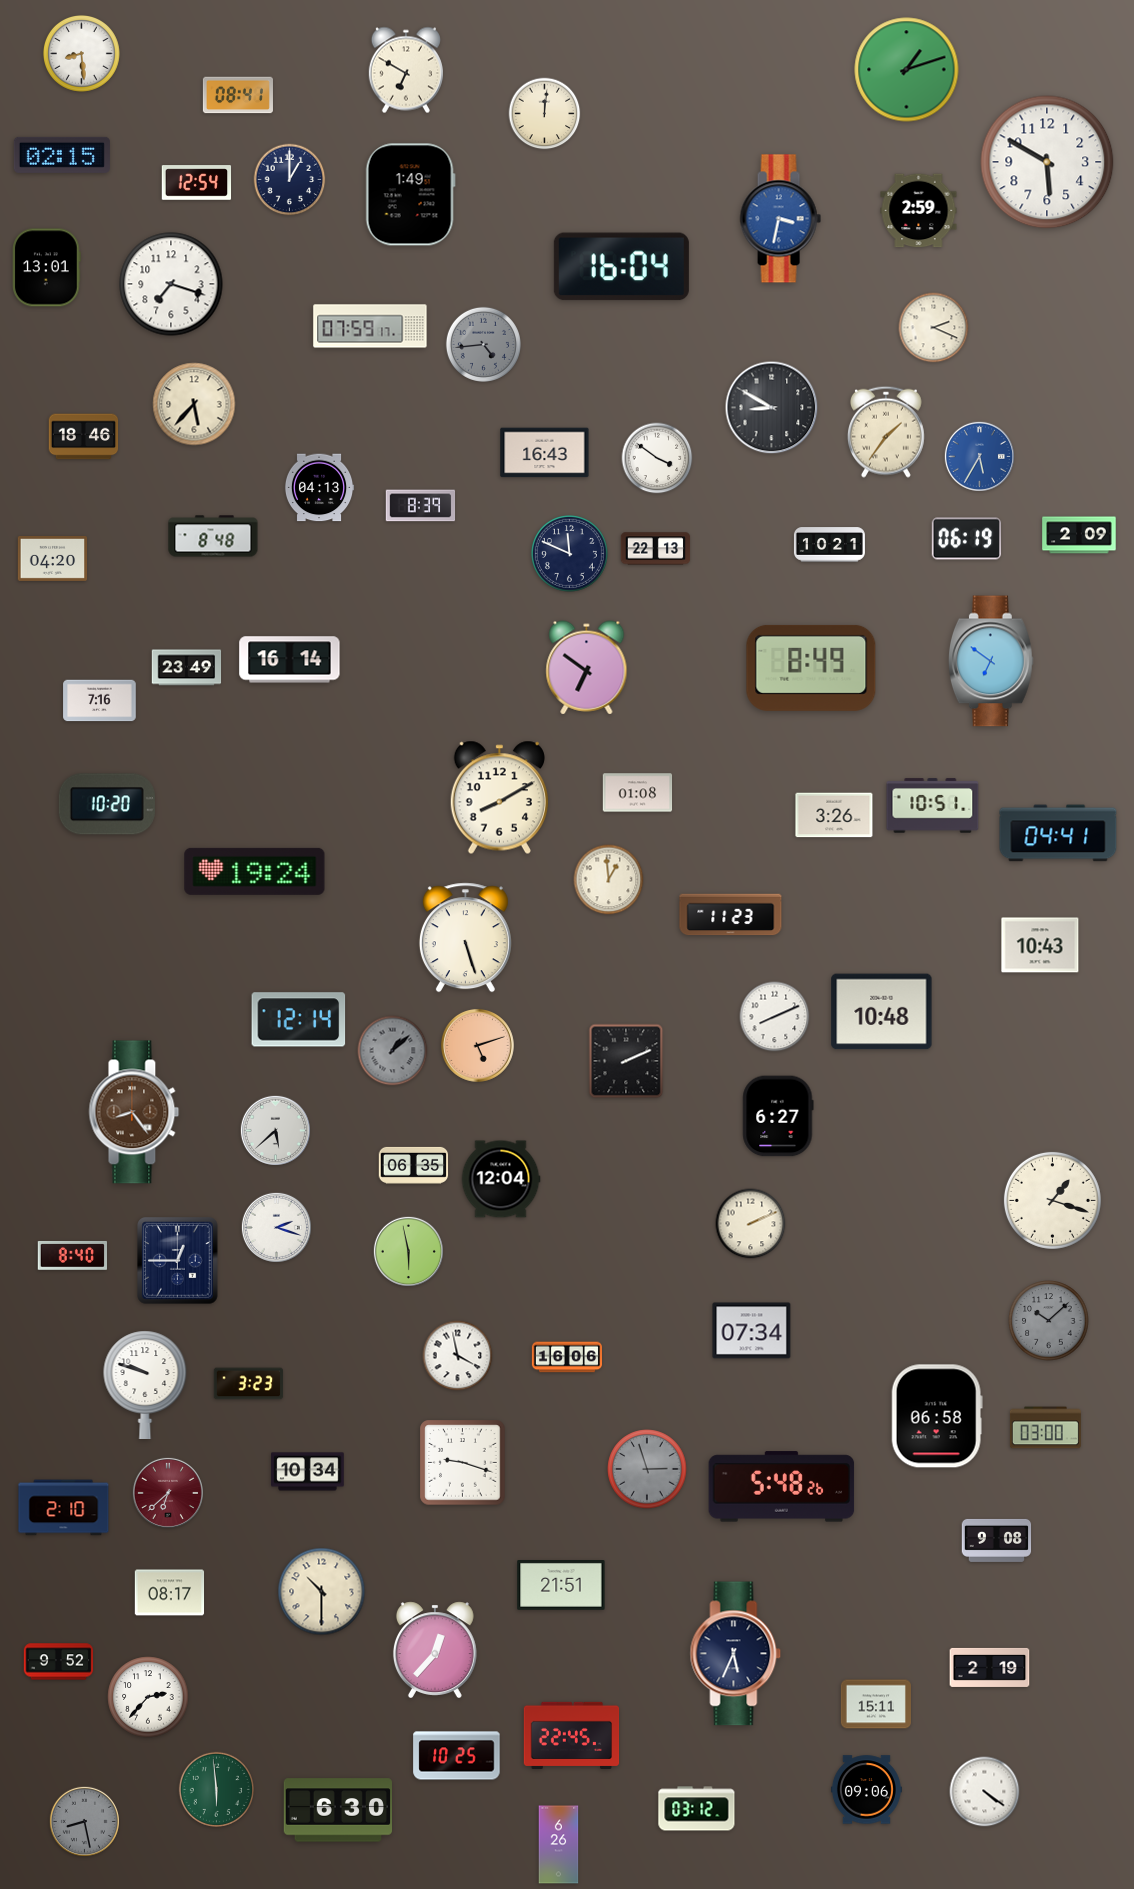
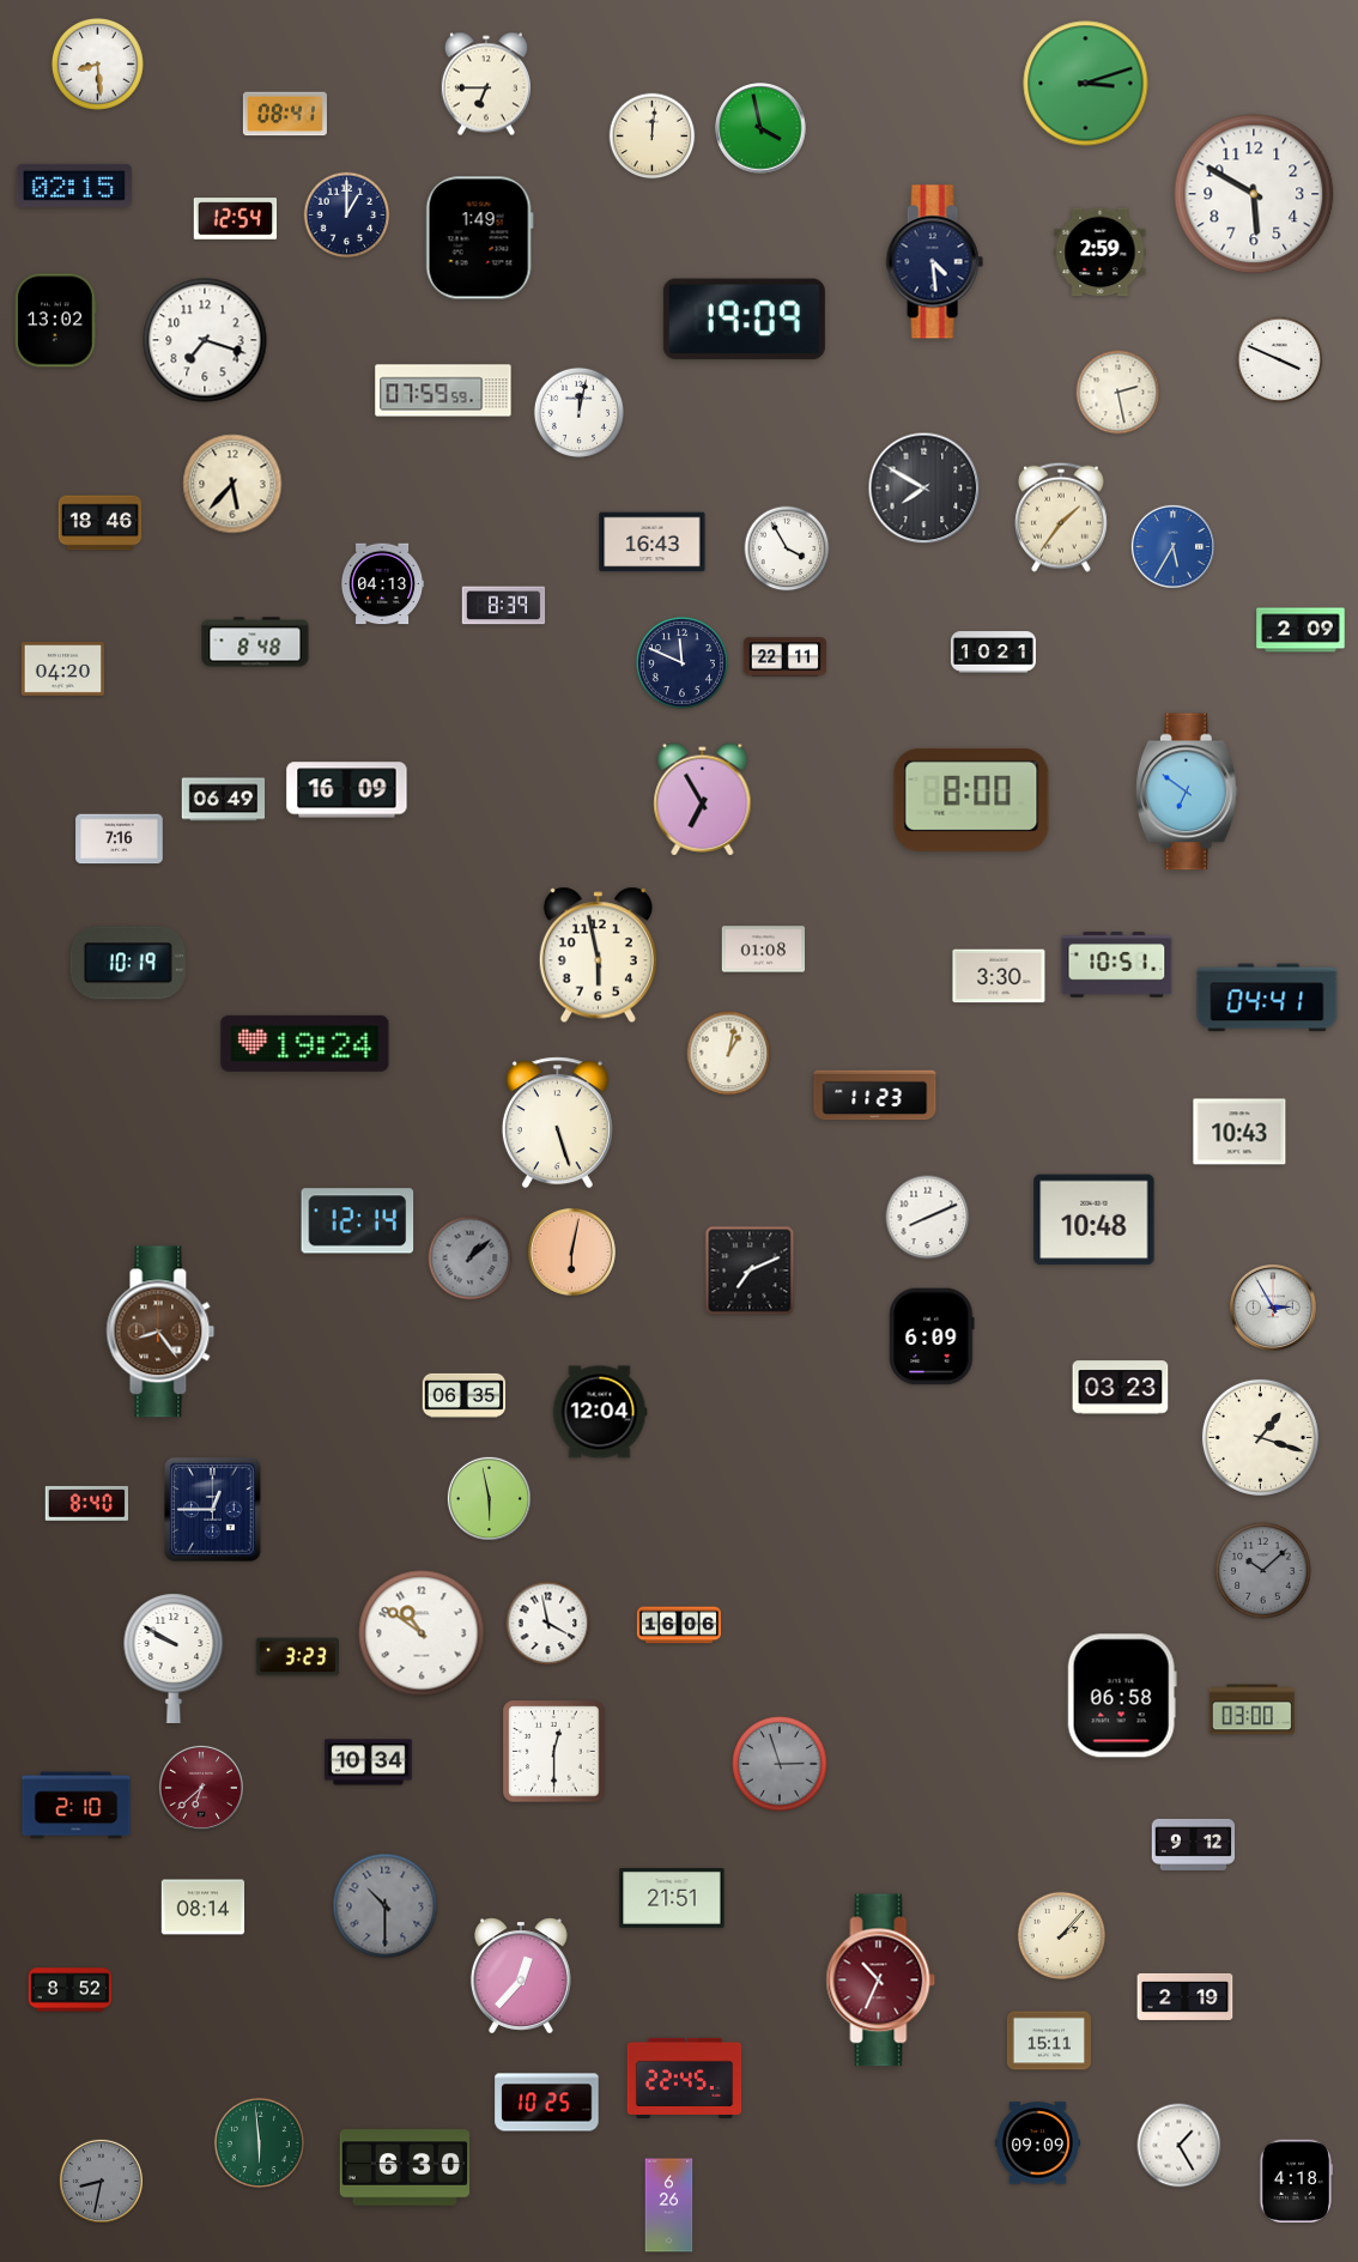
clock at (406, 70): 6:50 -> 6:45
clock at (907, 70): 1:12 -> 3:12
clock at (760, 128): none -> 3:58
clock at (410, 195) position: (410, 195) -> (479, 238)
clock at (780, 219): 3:32 -> 4:29
clock at (780, 219) dial: blue -> navy
clock at (621, 267): 16:04 -> 19:09
clock at (47, 268): 13:01 -> 13:02
clock at (1280, 360): none -> 3:49
clock at (370, 326): 07:59:17 -> 07:59:59
clock at (934, 328): 2:19 -> 2:28
clock at (483, 344): 4:44 -> 12:02
clock at (483, 344) dial: grey -> white
clock at (772, 408): 8:50 -> 7:50
clock at (657, 458): 3:51 -> 3:55
clock at (1079, 535) position: (1079, 535) -> (1301, 630)
clock at (967, 539): 06:19 -> none
clock at (656, 549): 22:13 -> 22:11
clock at (290, 660): 16:14 -> 16:09
clock at (187, 668): 23:49 -> 06:49
clock at (587, 668): 6:51 -> 6:55
clock at (811, 668): 8:49 -> 8:00
clock at (499, 798): 8:10 -> 5:58
clock at (107, 804): 10:20 -> 10:19
clock at (834, 815): 3:26 -> 3:30
clock at (609, 880): 12:59 -> 1:02
clock at (1040, 945) position: (1040, 945) -> (1239, 1132)
clock at (882, 1012) position: (882, 1012) -> (1095, 1220)
clock at (478, 1046): 5:12 -> 6:02
clock at (626, 1061): 2:11 -> 7:11
clock at (1273, 1308): none -> 2:55
clock at (778, 1116): 6:27 -> 6:09
clock at (275, 1130): 5:38 -> none
clock at (1121, 1388): none -> 03:23
clock at (414, 1165) position: (414, 1165) -> (465, 1395)
clock at (751, 1224): 2:11 -> none
clock at (276, 1227): 2:18 -> none
clock at (1049, 1321) position: (1049, 1321) -> (1263, 1571)
clock at (752, 1331): 07:34 -> none
clock at (422, 1633): none -> 10:51
clock at (145, 1384): 9:48 -> 9:50
clock at (463, 1463): 9:18 -> 12:30
clock at (647, 1469) position: (647, 1469) -> (780, 1764)
clock at (782, 1487): 5:48 -> none
clock at (997, 1540): 9:08 -> 9:12
clock at (322, 1592) dial: cream -> grey
clock at (170, 1593): 08:17 -> 08:14
clock at (1062, 1936): none -> 2:07
clock at (736, 1654): 5:34 -> 10:34
clock at (736, 1654) dial: navy -> burgundy
clock at (59, 1662): 9:52 -> 8:52
clock at (148, 1697): 2:37 -> none
clock at (866, 1790): 09:06 -> 09:09
clock at (985, 1792): 4:21 -> 1:25
clock at (697, 1809): 03:12 -> none
clock at (84, 1821): 8:28 -> 8:32
clock at (1296, 2182): none -> 4:18
clock at (559, 1845) position: (559, 1845) -> (669, 2206)
